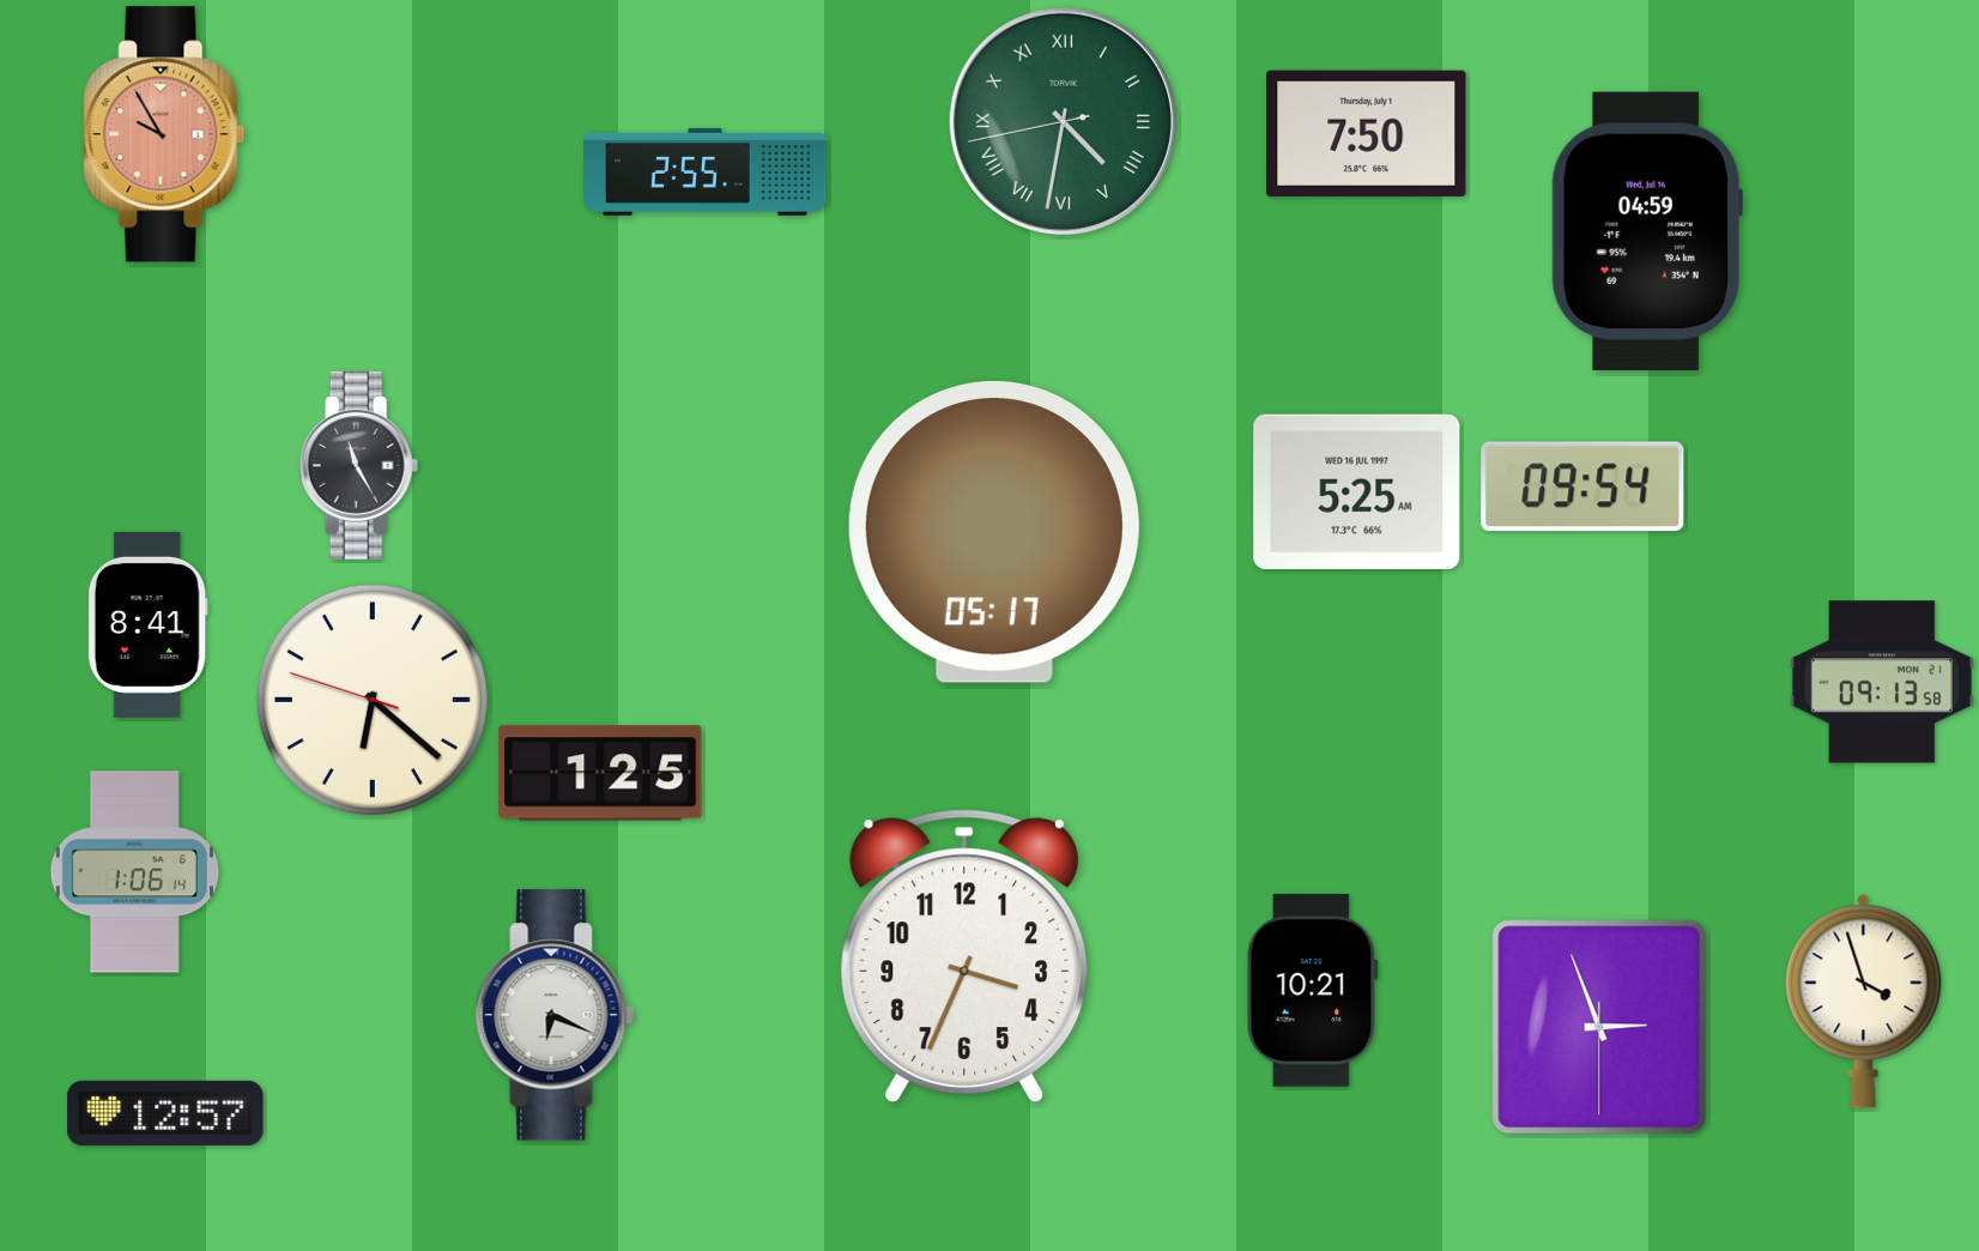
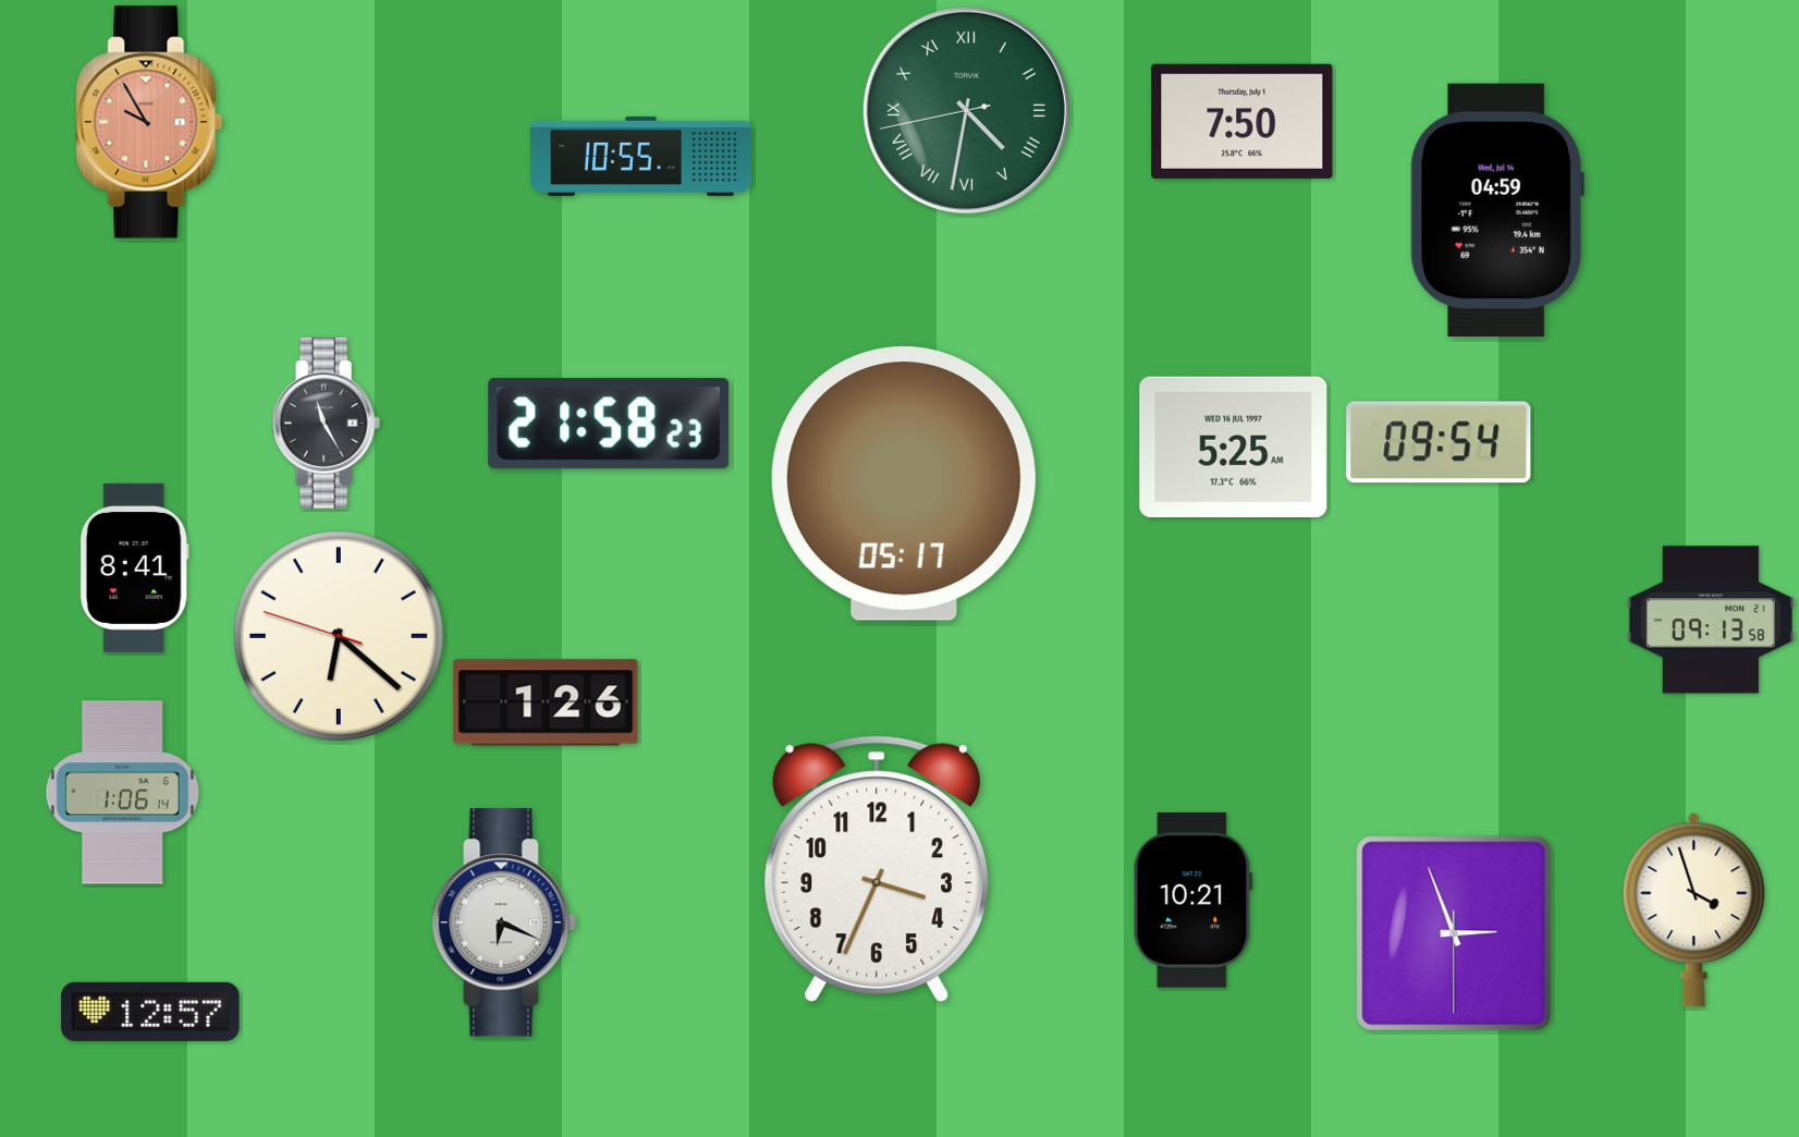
clock at (706, 171): 2:55 -> 10:55
clock at (609, 424): none -> 21:58
clock at (600, 773): 1:25 -> 1:26
